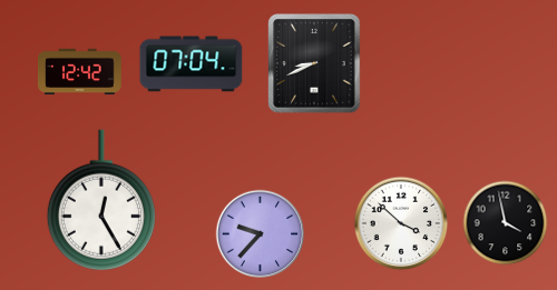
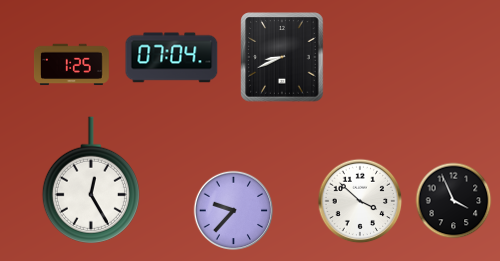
clock at (79, 72): 12:42 -> 1:25
clock at (506, 223): 3:58 -> 3:56
